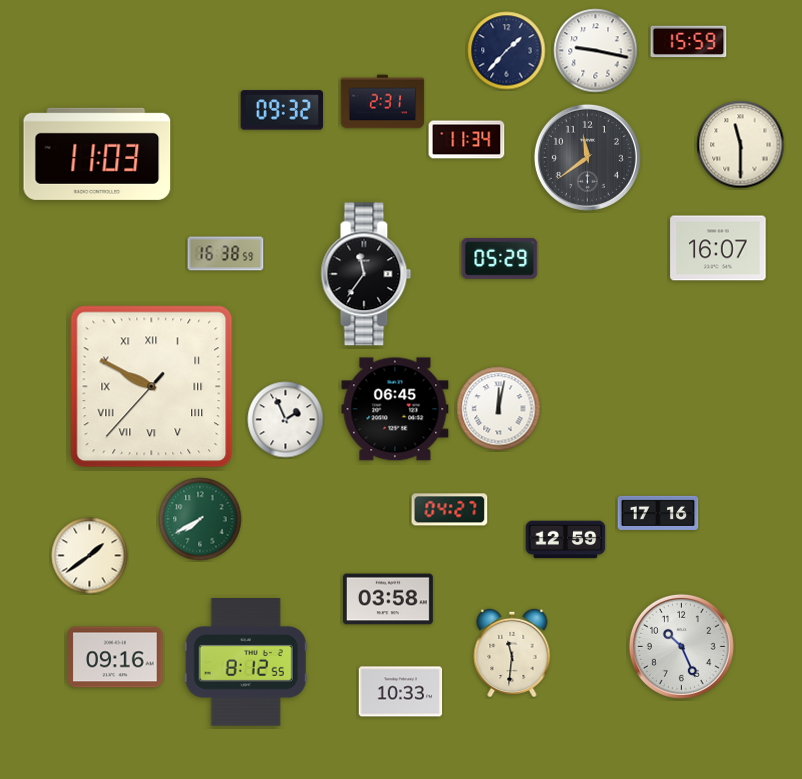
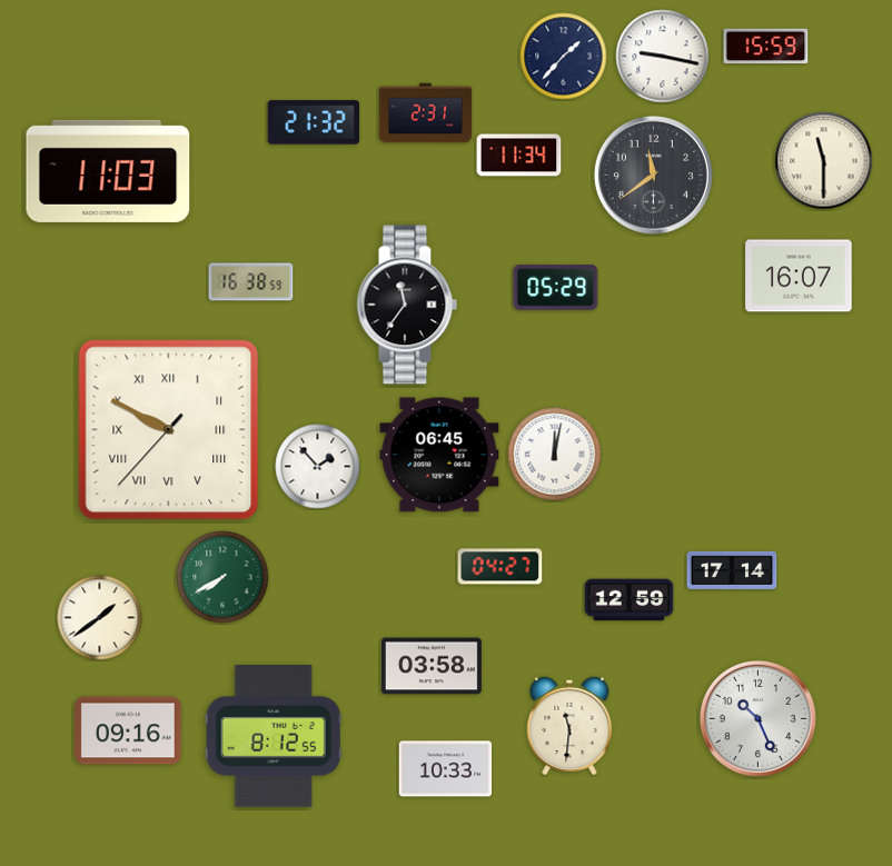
clock at (282, 110): 09:32 -> 21:32
clock at (286, 420): 1:56 -> 1:53
clock at (658, 513): 17:16 -> 17:14
